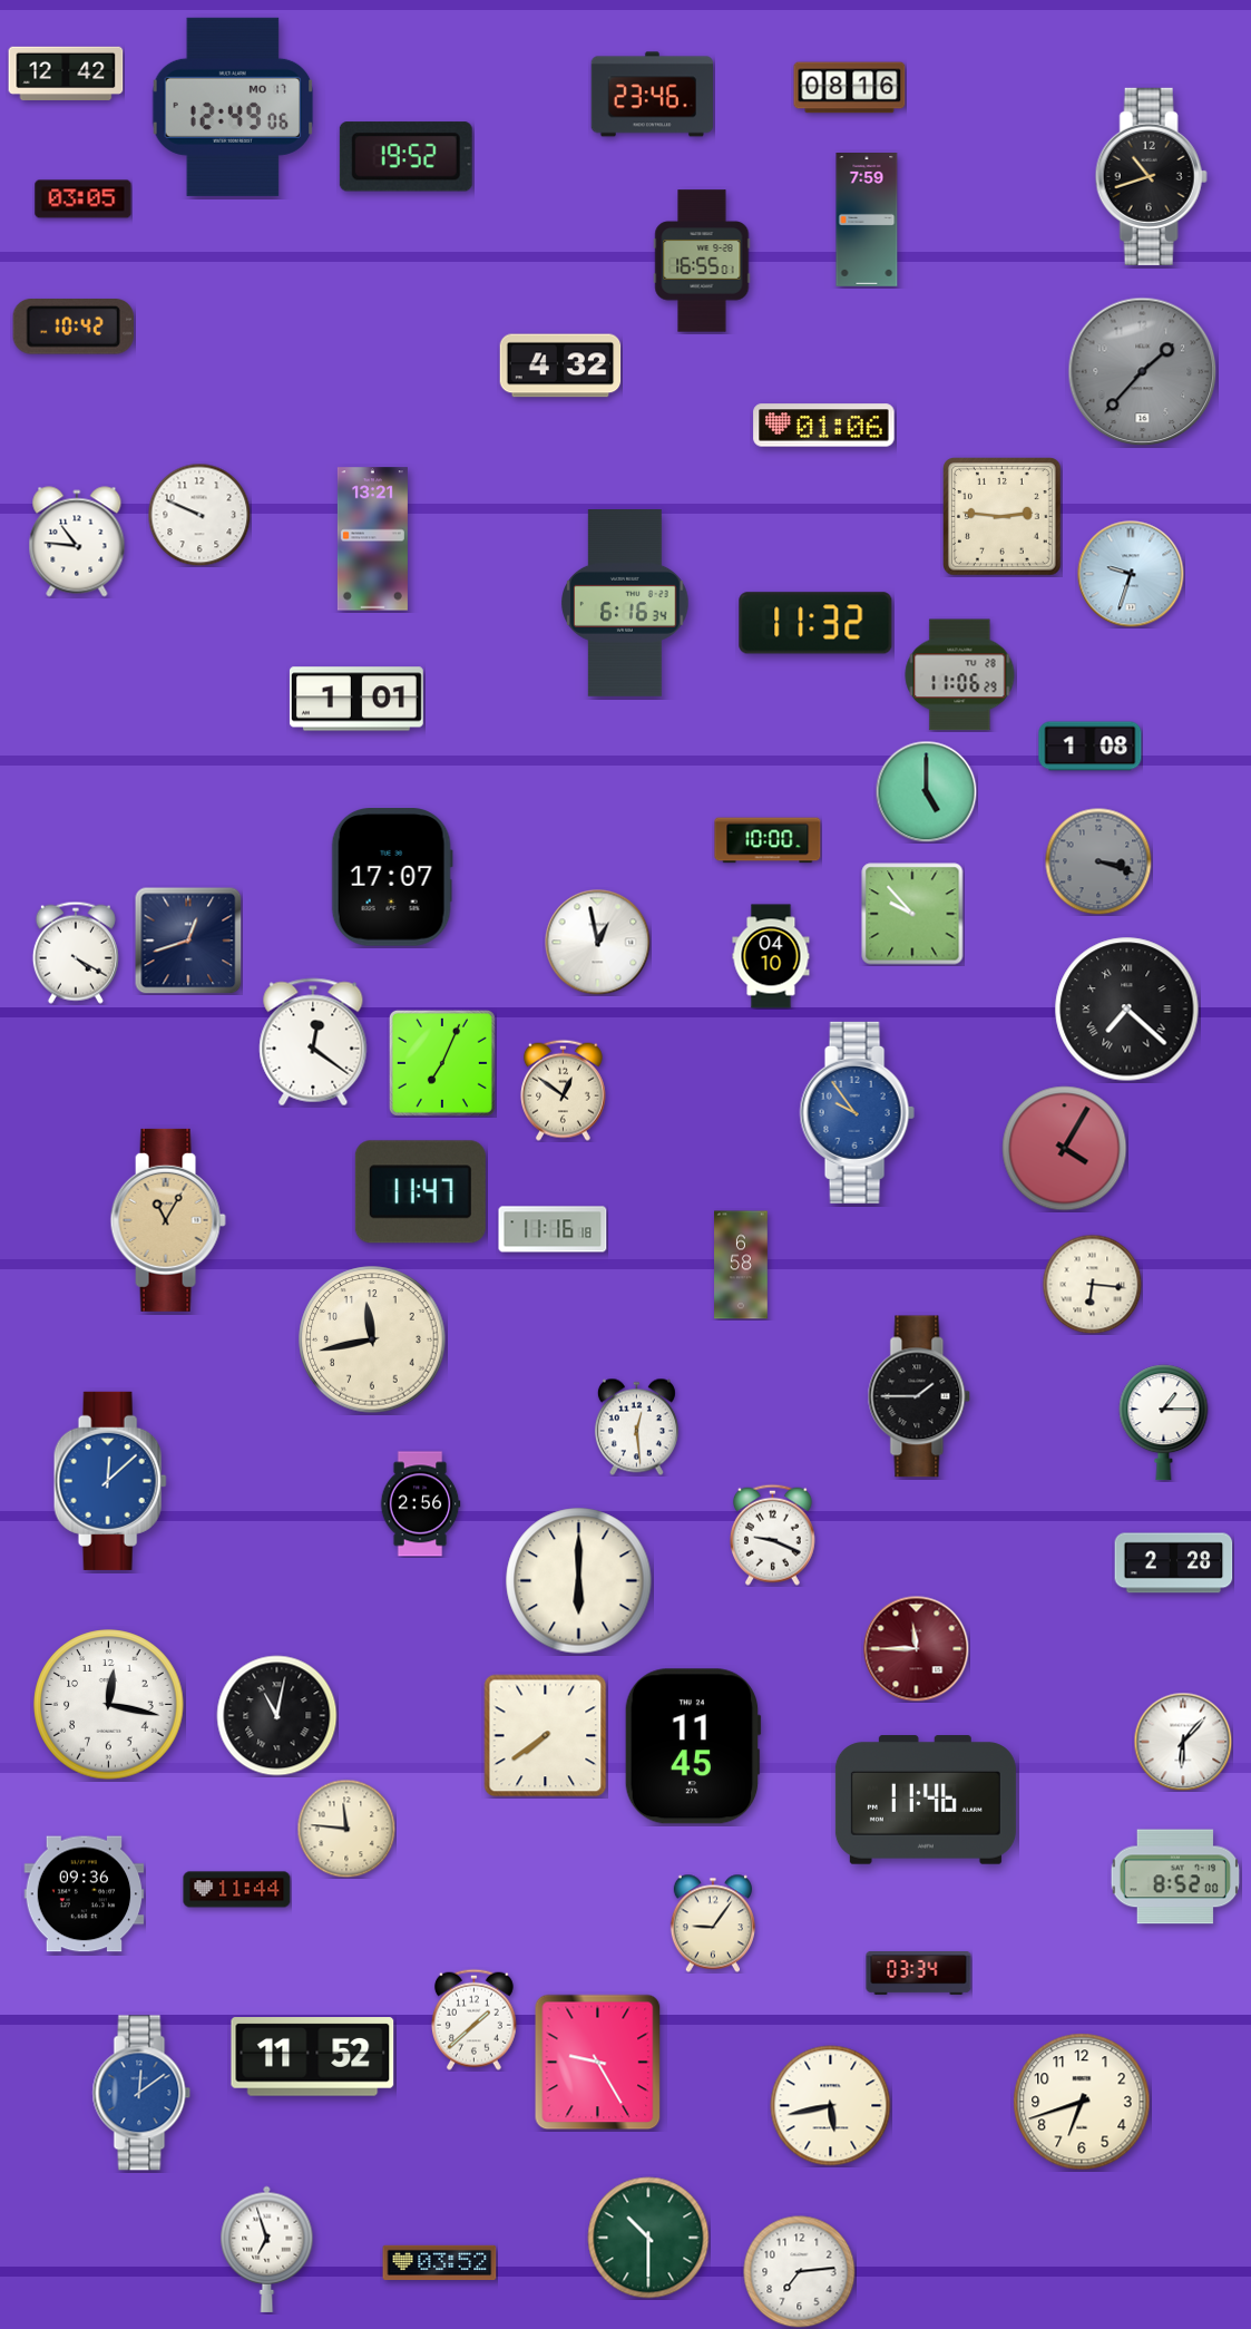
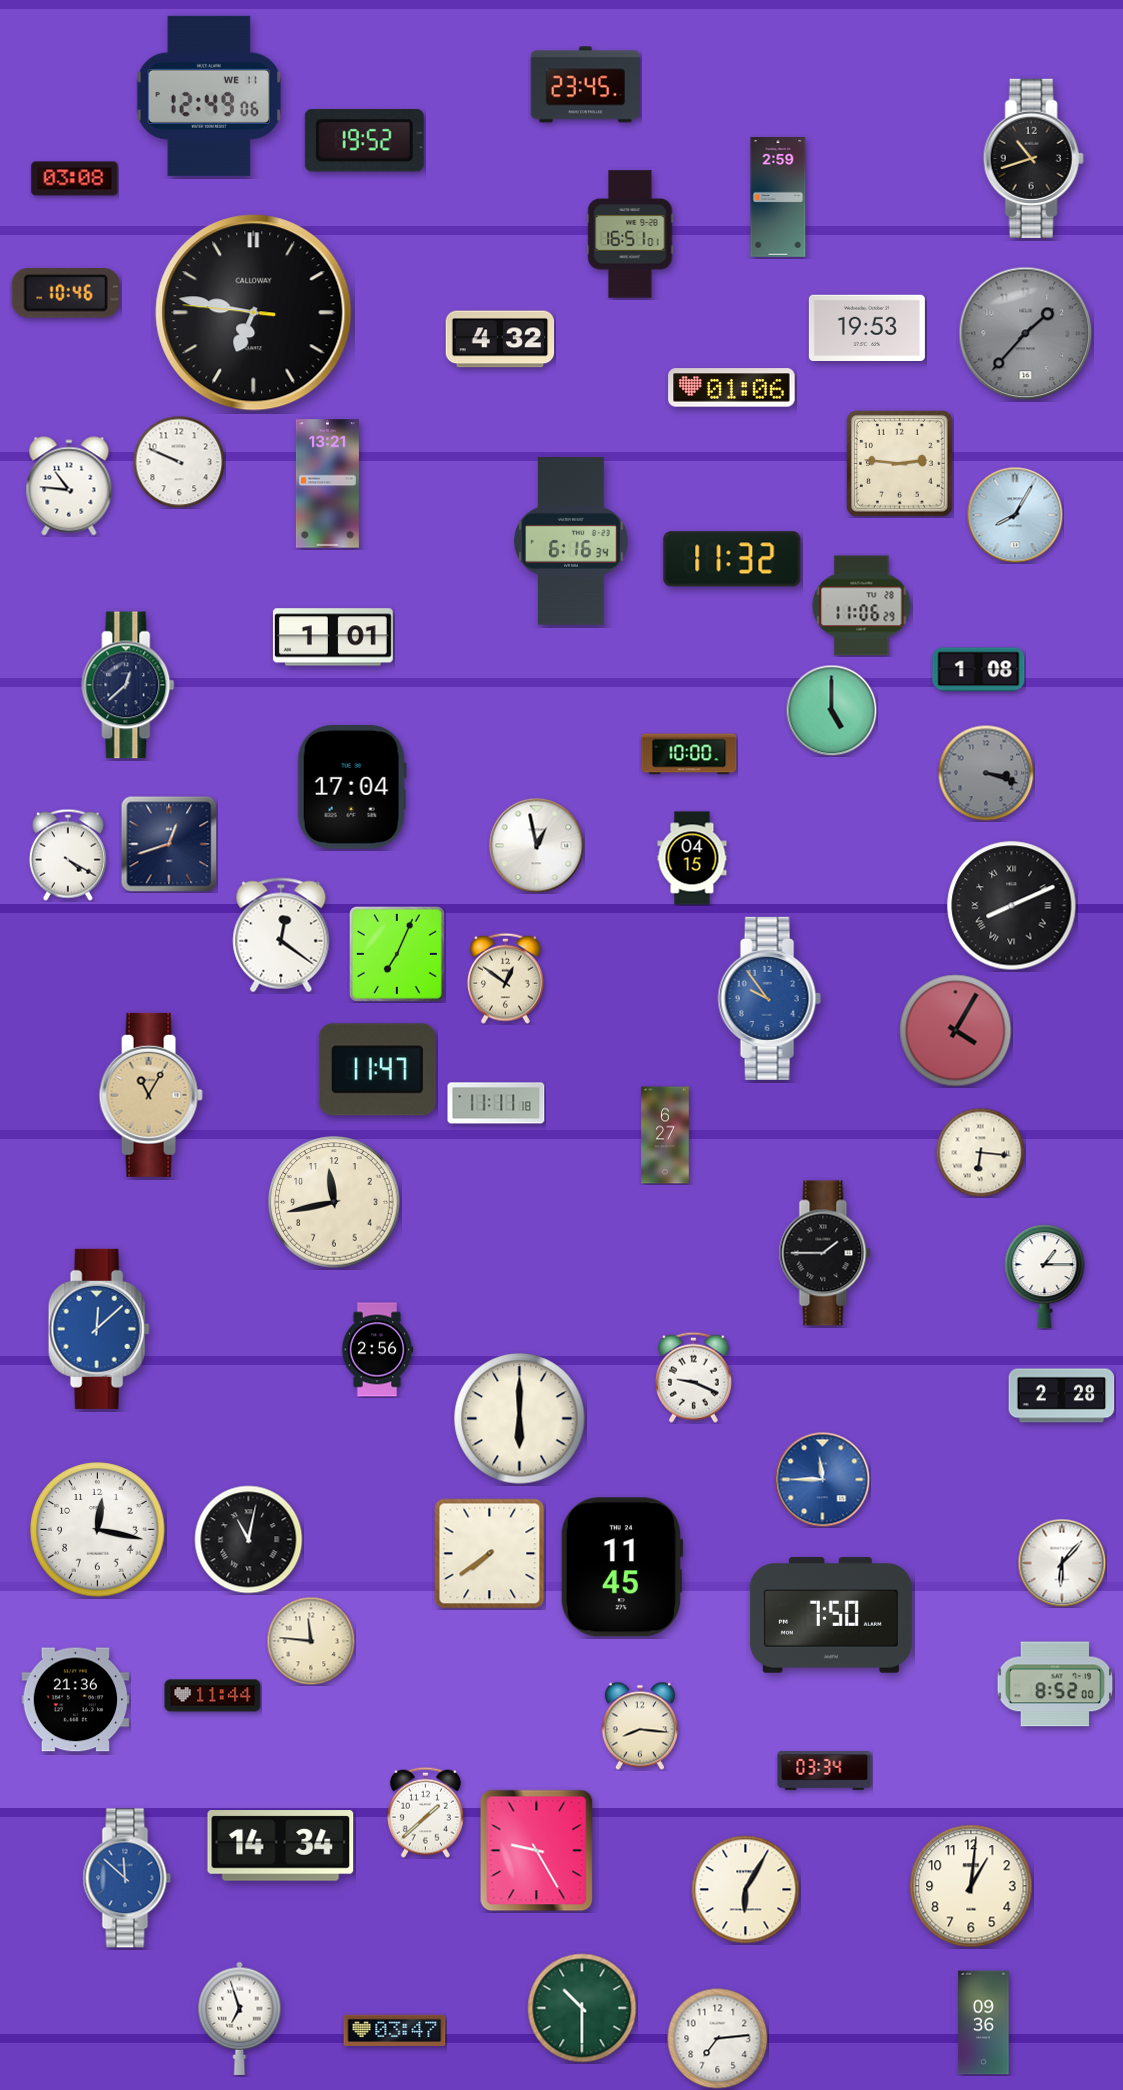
clock at (66, 72): 12:42 -> none
clock at (850, 88): 08:16 -> none
clock at (652, 95): 23:46 -> 23:45
clock at (233, 107) date: MO 17 -> WE 11
clock at (84, 199): 03:05 -> 03:08
clock at (867, 221): 7:59 -> 2:59
clock at (702, 261): 16:55 -> 16:51
clock at (74, 328): 10:42 -> 10:46
clock at (254, 313): none -> 6:46
clock at (560, 366) position: (560, 366) -> (500, 339)
clock at (867, 328): none -> 19:53
clock at (824, 426) position: (824, 426) -> (732, 388)
clock at (372, 539) position: (372, 539) -> (327, 484)
clock at (1131, 574): 9:33 -> 8:05
clock at (625, 604) position: (625, 604) -> (571, 542)
clock at (356, 699) position: (356, 699) -> (333, 637)
clock at (128, 685): none -> 12:38
clock at (392, 878): 17:07 -> 17:04
clock at (912, 914): 9:53 -> none
clock at (771, 956): 04:10 -> 04:15
clock at (1127, 1010): 7:22 -> 8:11
clock at (553, 1229): 11:16 -> 11:11
clock at (741, 1265): 6:58 -> 6:27
clock at (636, 1426): 12:29 -> none
clock at (1174, 1563) position: (1174, 1563) -> (1062, 1396)
clock at (916, 1648) dial: burgundy -> blue
clock at (546, 1736) position: (546, 1736) -> (490, 1554)
clock at (926, 1800): 11:46 -> 7:50
clock at (85, 1894): 09:36 -> 21:36
clock at (713, 1923): 9:06 -> 8:16
clock at (313, 2057): 11:52 -> 14:34
clock at (141, 2093): 12:09 -> 11:52
clock at (1082, 2102): 6:42 -> 1:01
clock at (831, 2106): 5:43 -> 6:05
clock at (984, 2023): none -> 09:36
clock at (440, 2262): 03:52 -> 03:47
